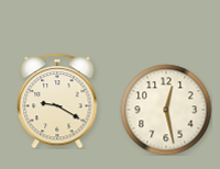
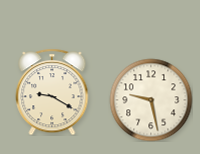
clock at (166, 110): 12:28 -> 9:28
